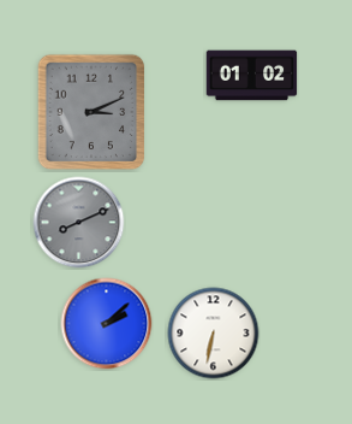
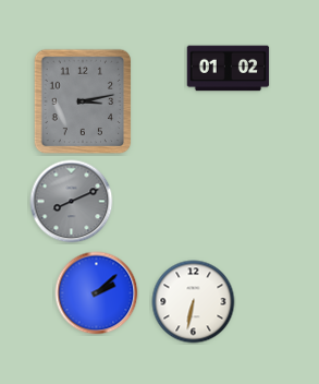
clock at (91, 112): 3:11 -> 3:13
